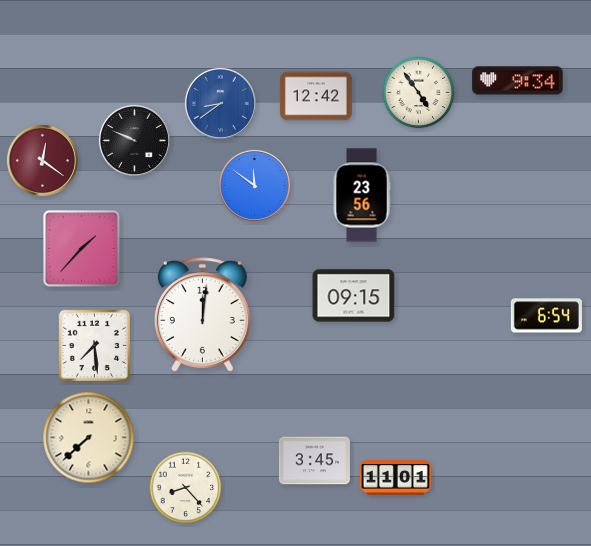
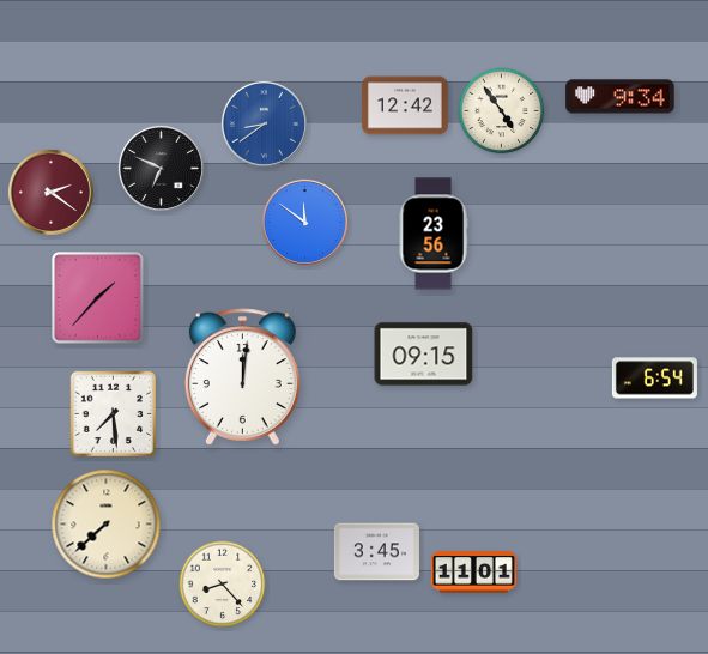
clock at (316, 96) position: (316, 96) -> (405, 105)
clock at (134, 140): 9:49 -> 6:49
clock at (42, 160): 12:21 -> 2:21
